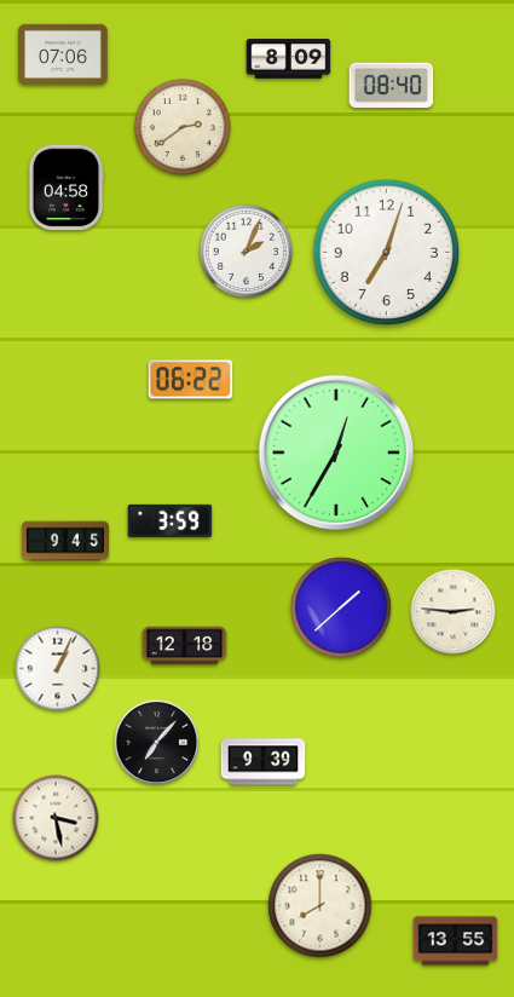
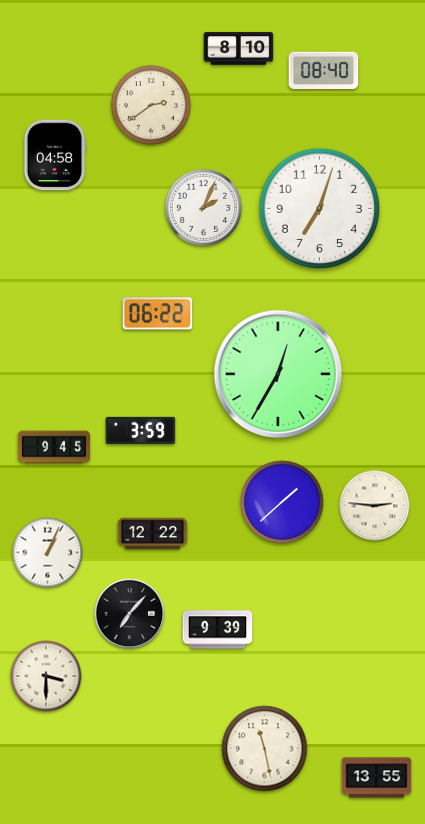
clock at (64, 54): 07:06 -> none
clock at (289, 59): 8:09 -> 8:10
clock at (185, 646): 12:18 -> 12:22
clock at (56, 818): 3:28 -> 3:30
clock at (320, 906): 8:00 -> 11:28
